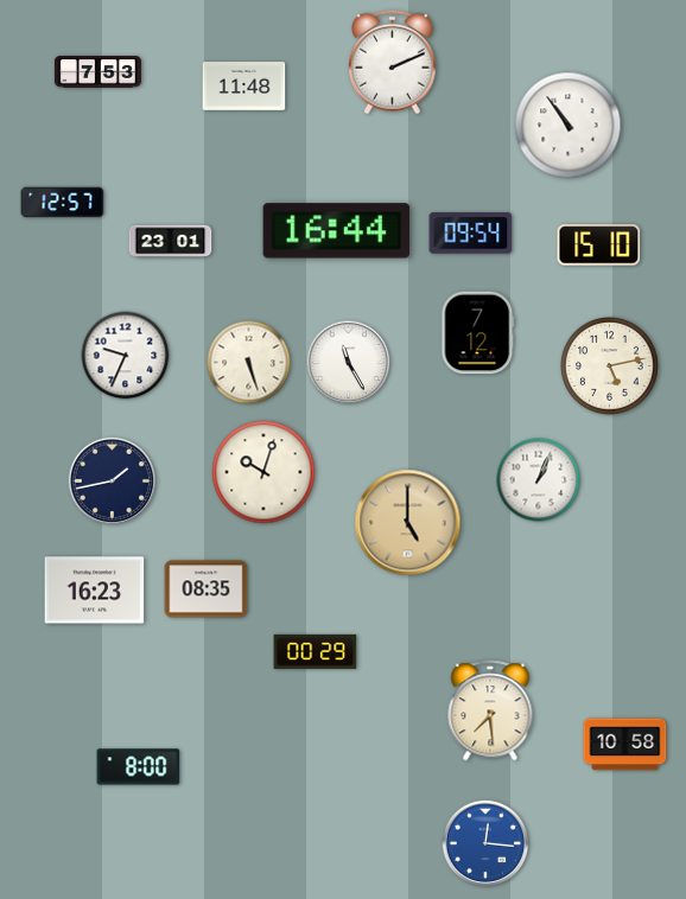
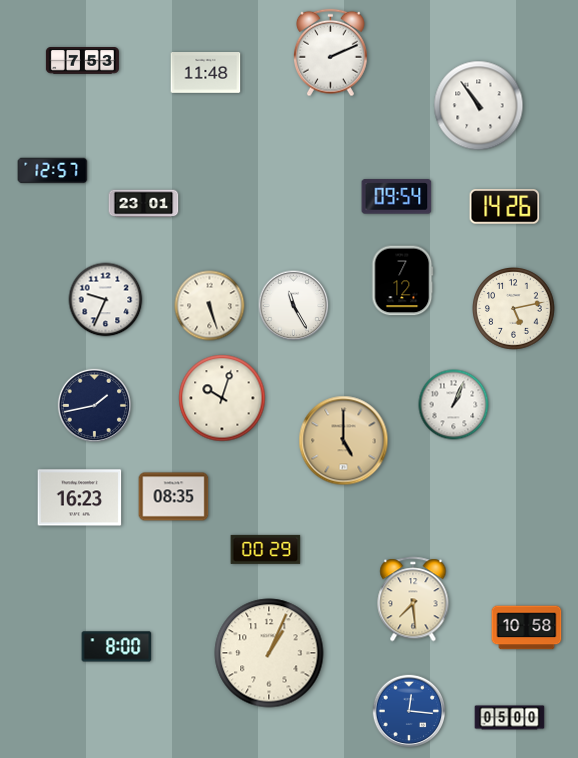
clock at (337, 231): 16:44 -> none
clock at (599, 246): 15:10 -> 14:26
clock at (269, 653): none -> 1:04
clock at (510, 718): none -> 05:00
